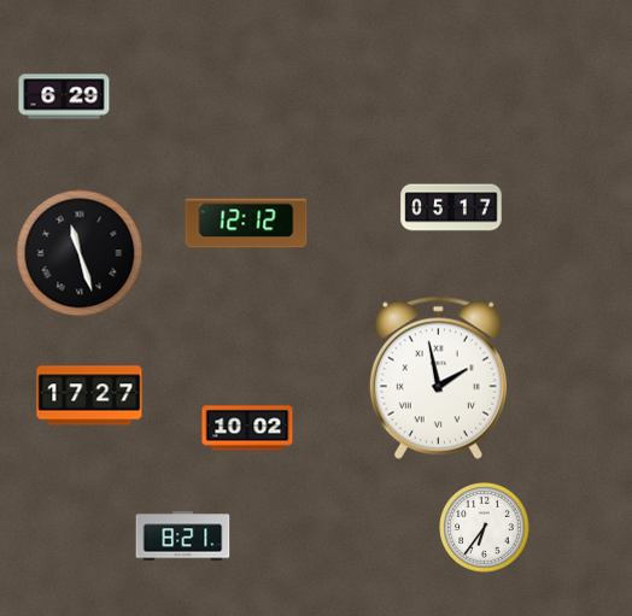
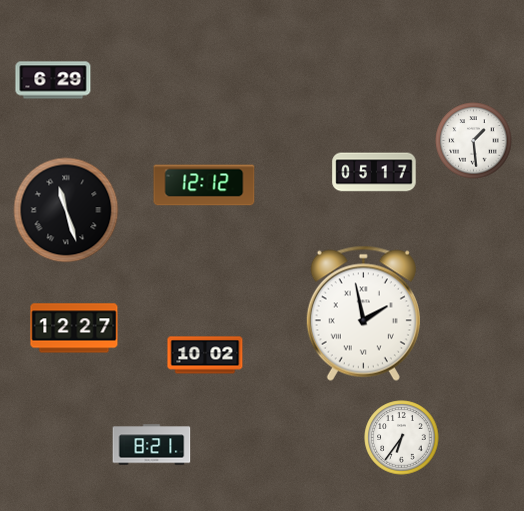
clock at (474, 141): none -> 1:29
clock at (89, 395): 17:27 -> 12:27
